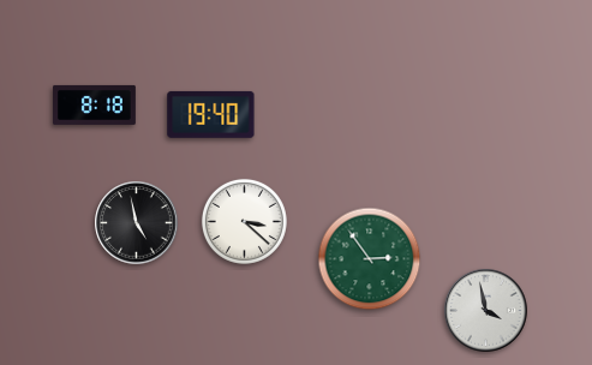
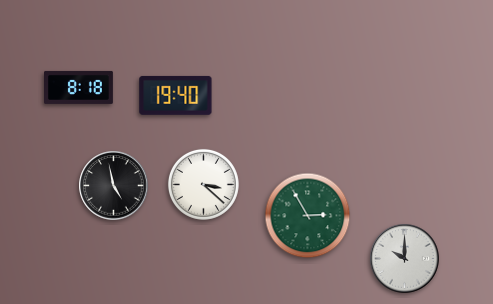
clock at (370, 259): 2:54 -> 2:55
clock at (486, 311): 3:58 -> 10:00
